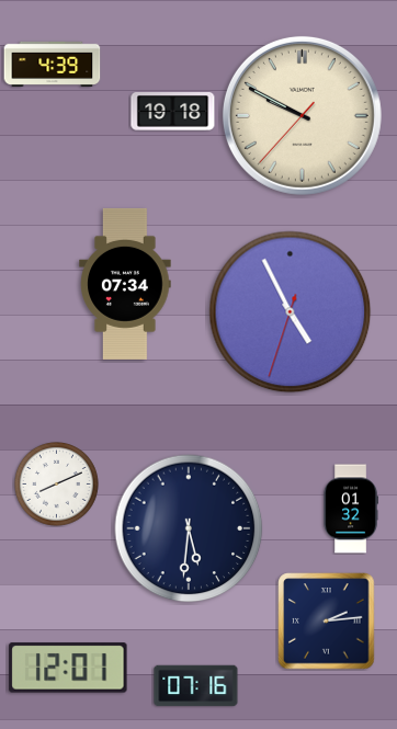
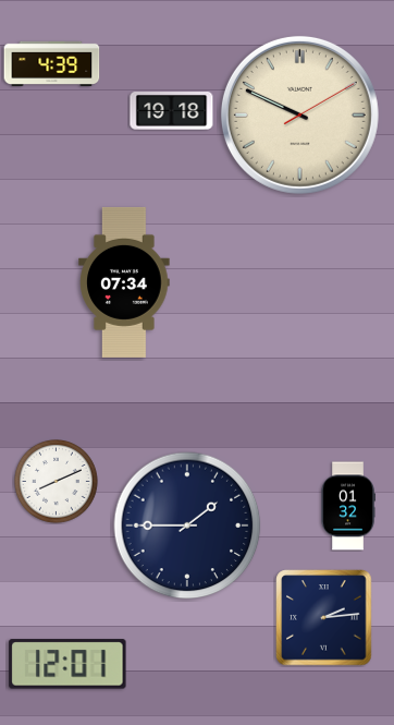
clock at (302, 115): 9:49:37 -> 9:49:10
clock at (291, 312): 4:55 -> none
clock at (189, 528): 5:31 -> 1:45
clock at (196, 686): 07:16 -> none
